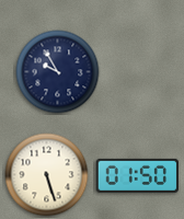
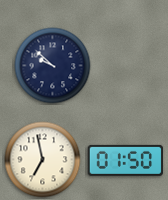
clock at (58, 72): 9:55 -> 9:52
clock at (47, 175): 5:27 -> 6:58
